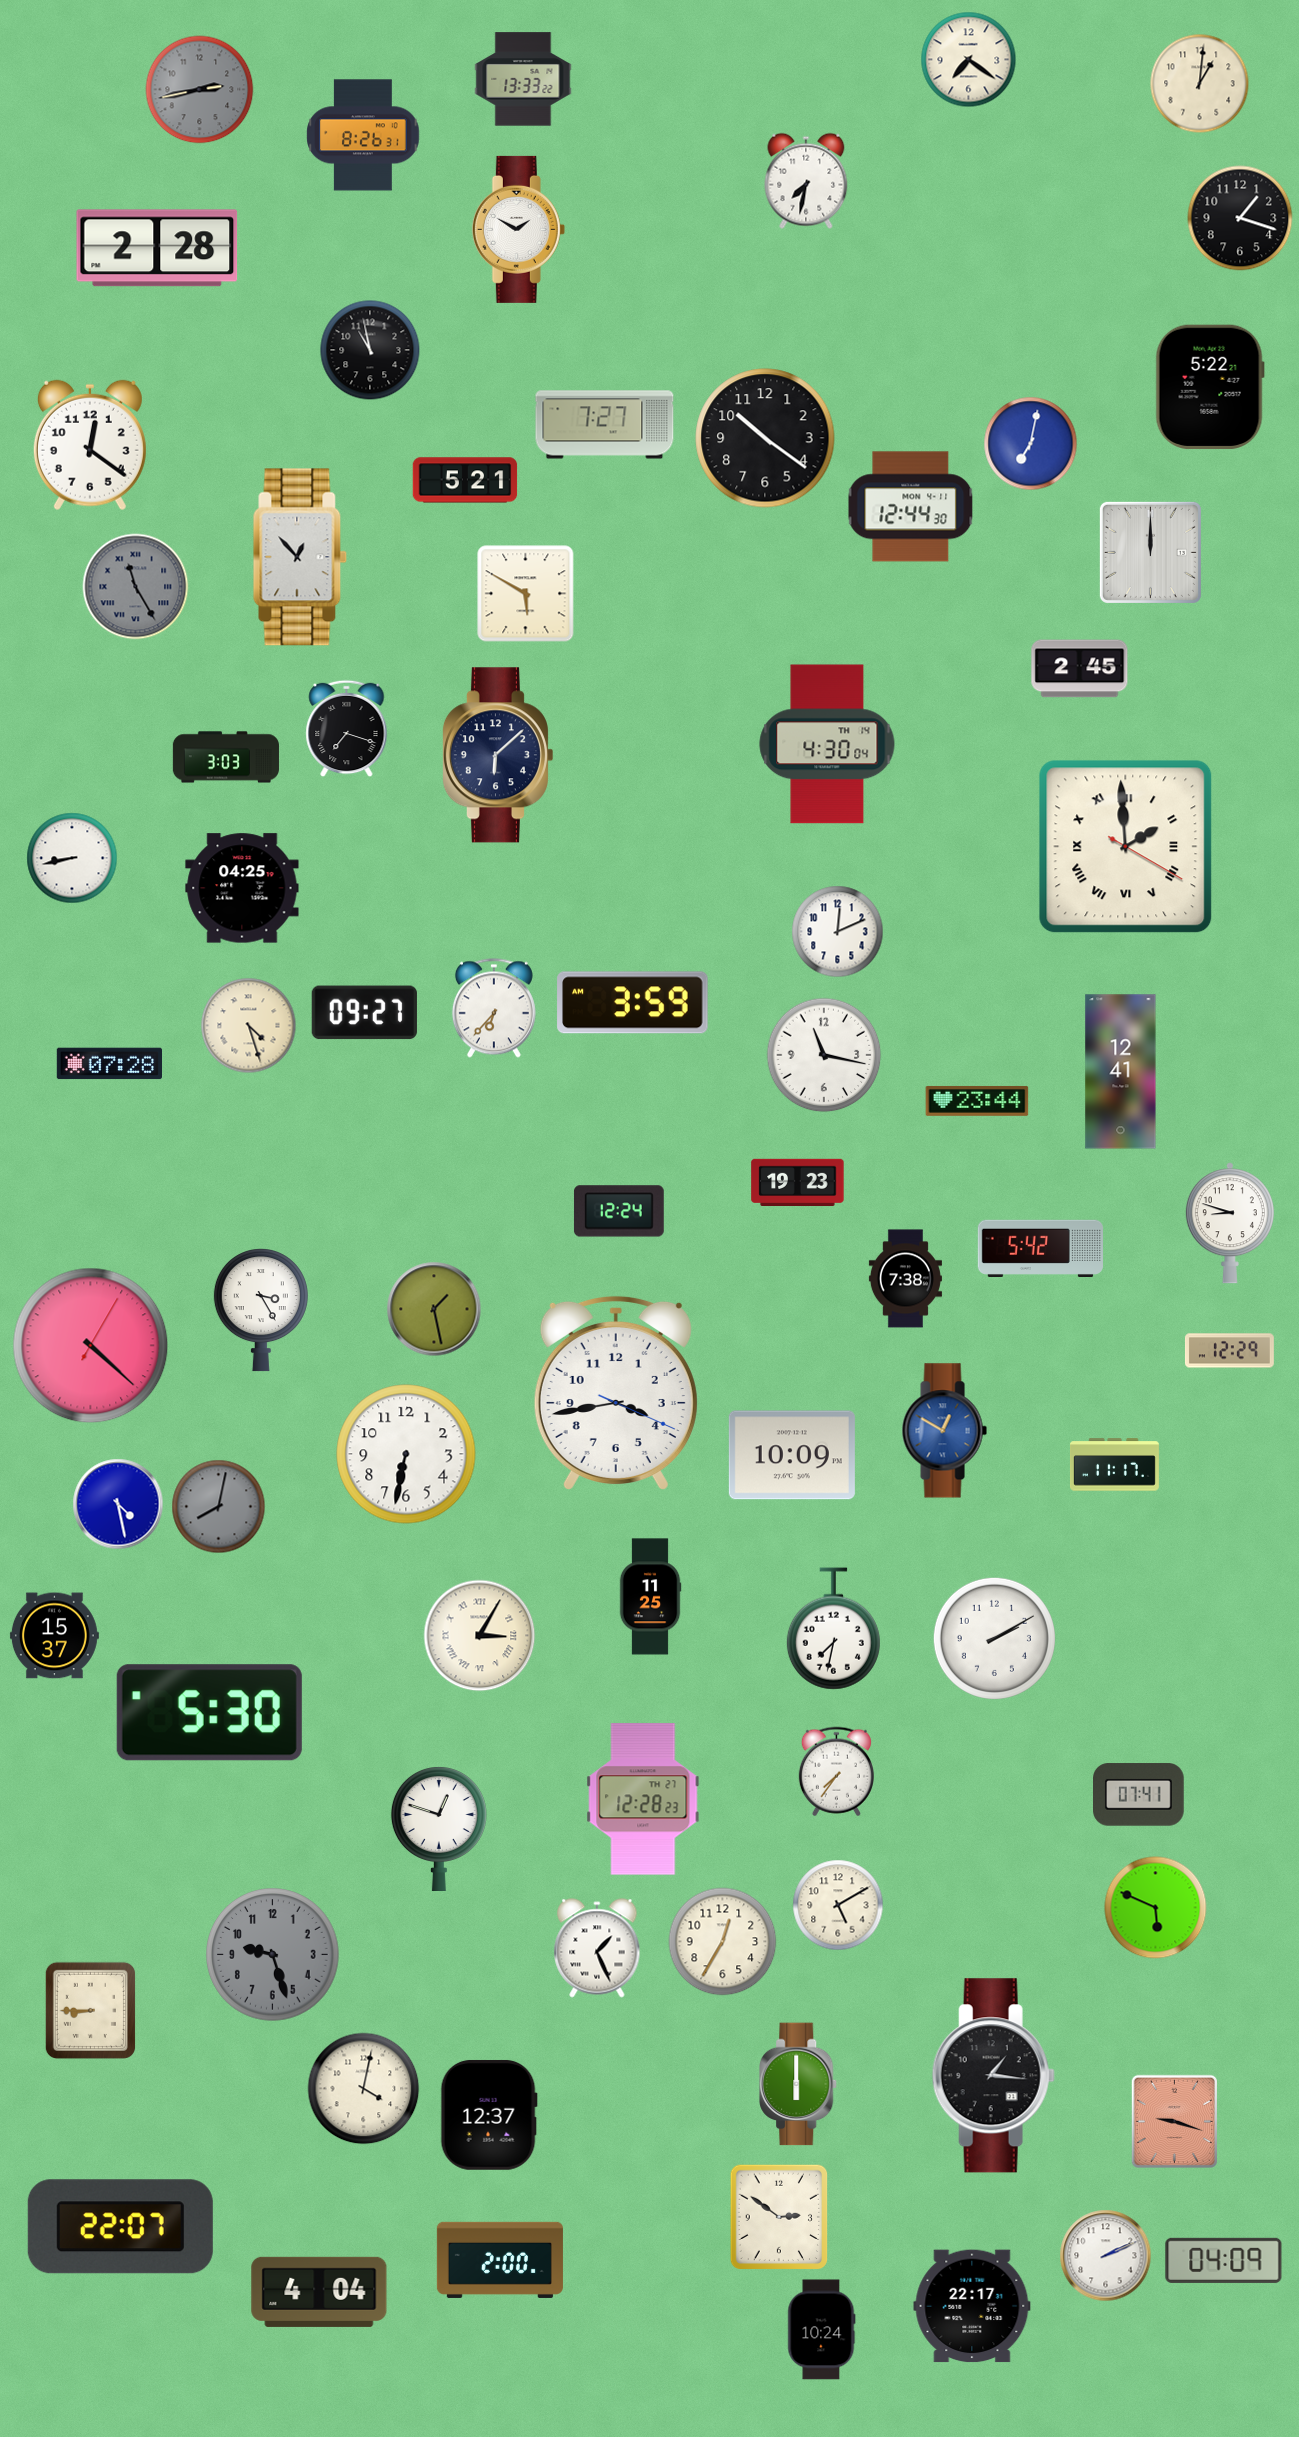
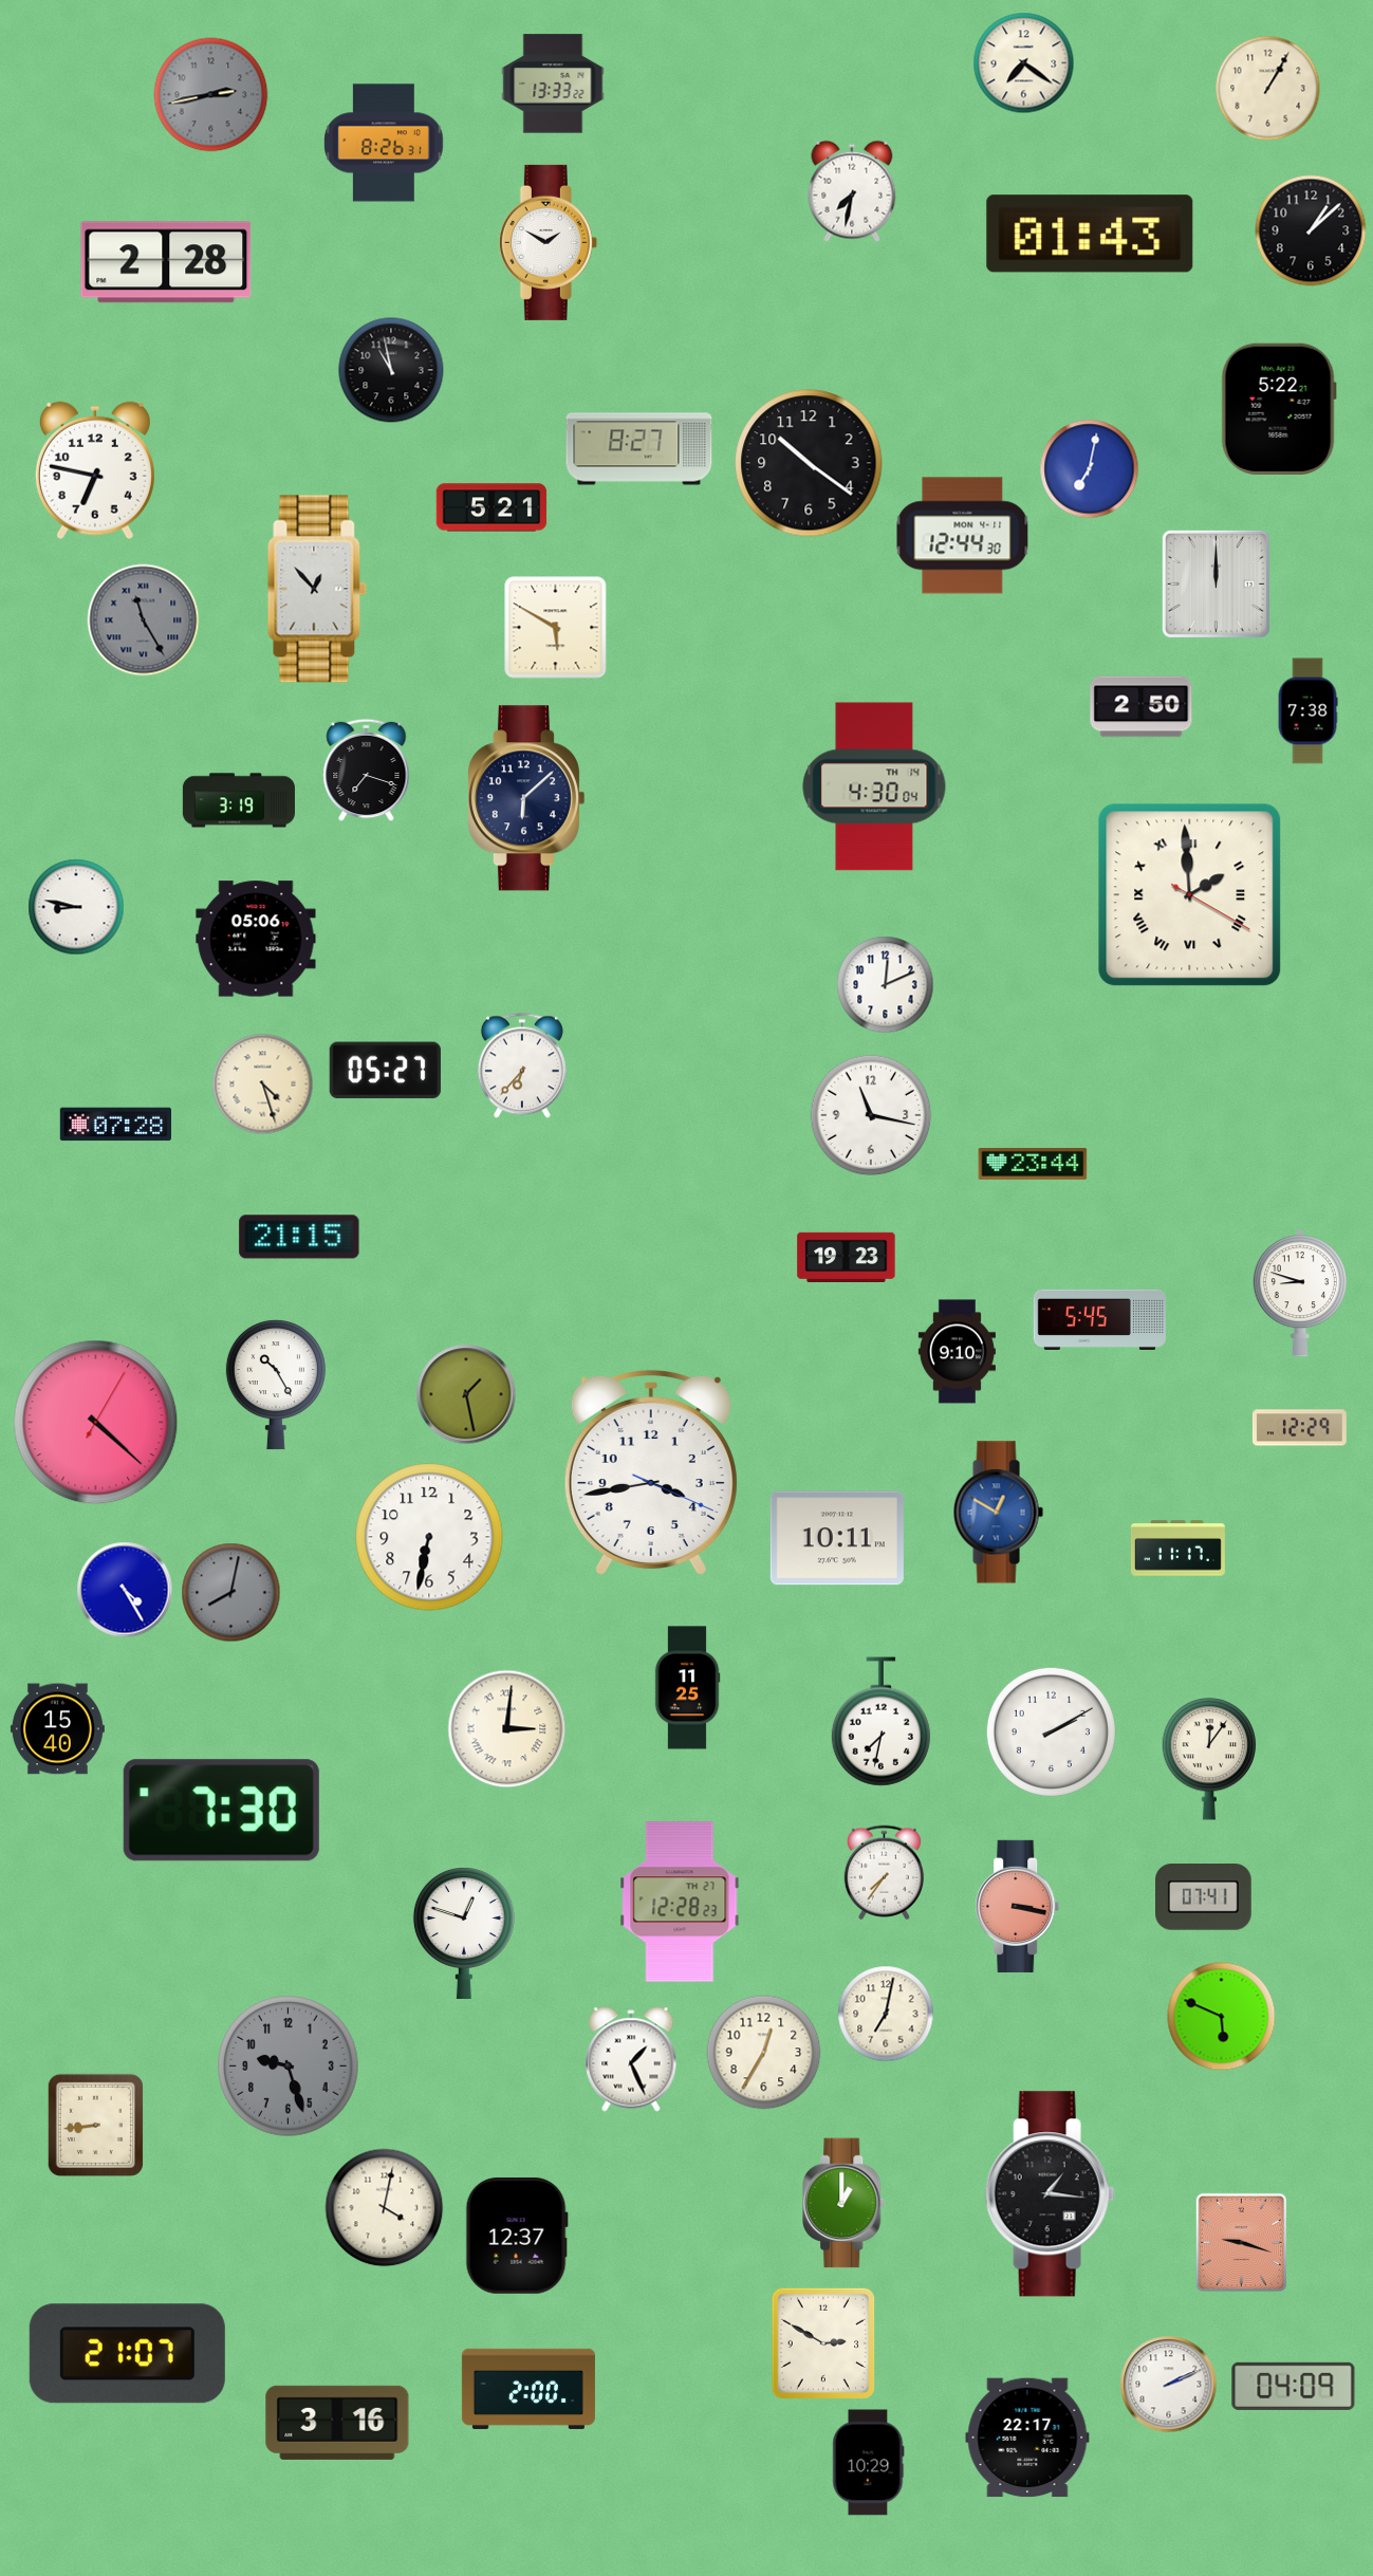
clock at (1200, 84): 1:01 -> 1:05
clock at (1240, 218): 1:18 -> 1:08
clock at (1090, 234): none -> 01:43
clock at (605, 425): 7:27 -> 8:27
clock at (90, 445): 12:21 -> 6:47
clock at (1080, 669): 2:45 -> 2:50
clock at (1307, 711): none -> 7:38
clock at (226, 757): 3:03 -> 3:19
clock at (72, 858): 8:43 -> 8:47
clock at (242, 888): 04:25 -> 05:06
clock at (633, 1003): 3:59 -> none
clock at (364, 1013): 09:27 -> 05:27
clock at (1121, 1072): 12:41 -> none
clock at (299, 1237): none -> 21:15
clock at (798, 1182) position: (798, 1182) -> (847, 1257)
clock at (619, 1211): 12:24 -> none
clock at (1040, 1248): 5:42 -> 5:45
clock at (905, 1279): 7:38 -> 9:10
clock at (434, 1309) position: (434, 1309) -> (466, 1394)
clock at (261, 1310): 3:25 -> 10:25
clock at (792, 1455): 10:09 -> 10:11
clock at (118, 1504): 4:28 -> 4:25
clock at (54, 1636): 15:37 -> 15:40
clock at (480, 1636): 3:05 -> 3:01
clock at (1209, 1759): none -> 12:06
clock at (209, 1713): 5:30 -> 7:30
clock at (1018, 1906): none -> 3:17
clock at (838, 1905): 5:10 -> 7:02
clock at (90, 2010): 8:45 -> 8:44
clock at (799, 2084): 6:00 -> 1:00
clock at (779, 2217): 2:51 -> 2:50
clock at (120, 2227): 22:07 -> 21:07
clock at (1224, 2260) position: (1224, 2260) -> (1294, 2386)
clock at (319, 2292): 4:04 -> 3:16
clock at (822, 2330): 10:24 -> 10:29
